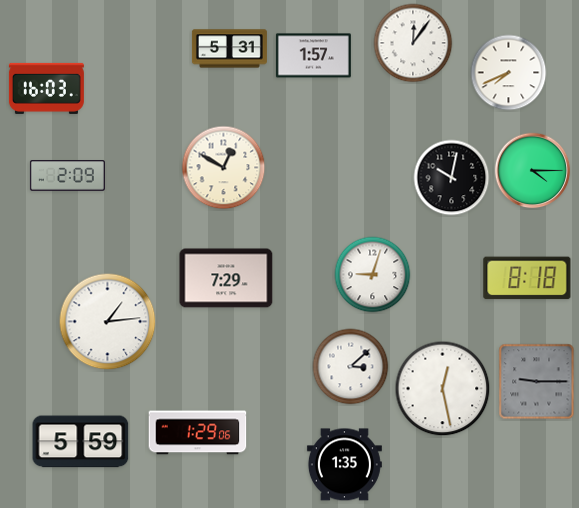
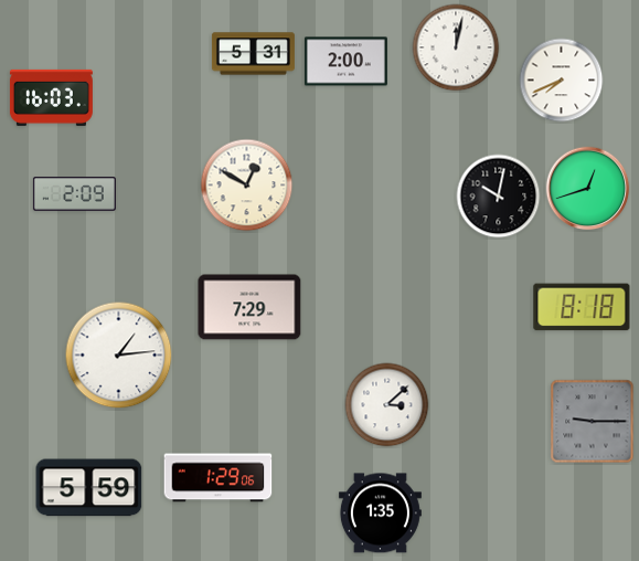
clock at (413, 43): 12:06 -> 12:02
clock at (313, 56): 1:57 -> 2:00
clock at (533, 171): 4:15 -> 12:42
clock at (373, 275): 9:03 -> none
clock at (443, 389): 12:28 -> none
